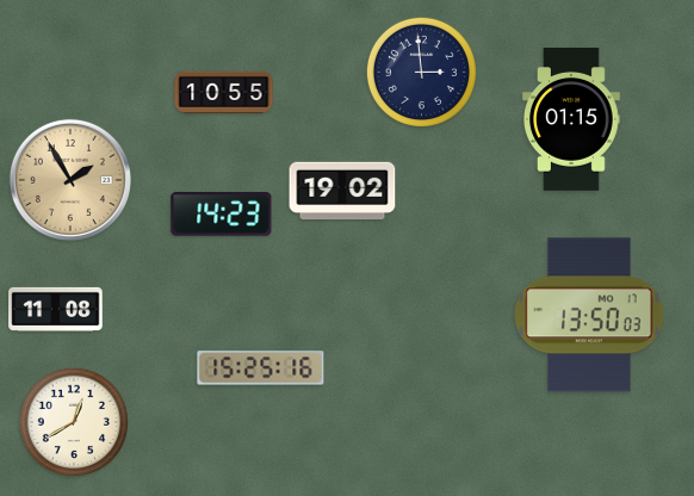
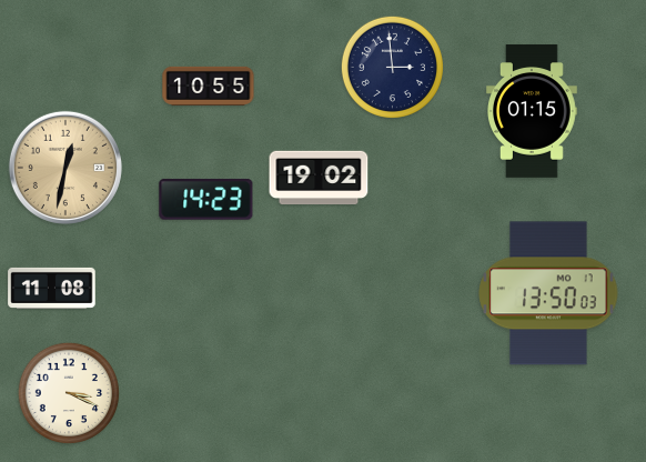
clock at (70, 180): 1:55 -> 12:32
clock at (261, 368): 15:25 -> none
clock at (74, 422): 12:40 -> 3:19
